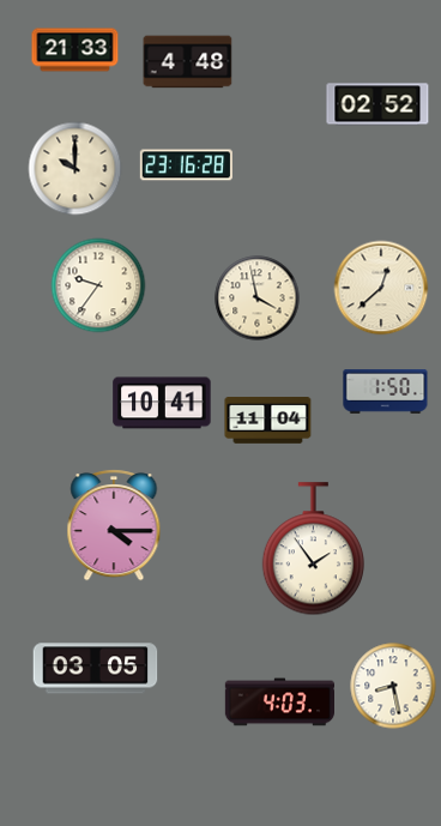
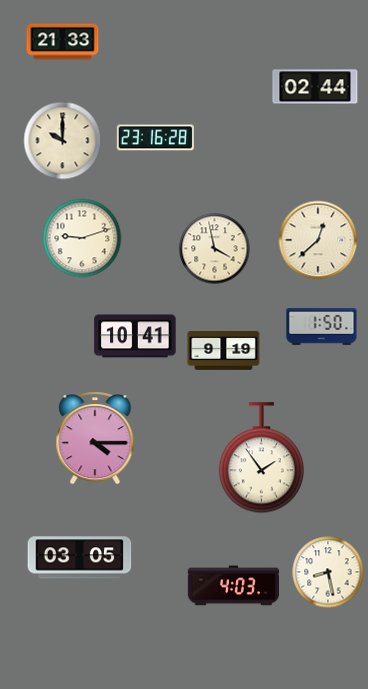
clock at (188, 62): 4:48 -> none
clock at (377, 104): 02:52 -> 02:44
clock at (98, 285): 9:36 -> 9:12
clock at (268, 421): 11:04 -> 9:19
